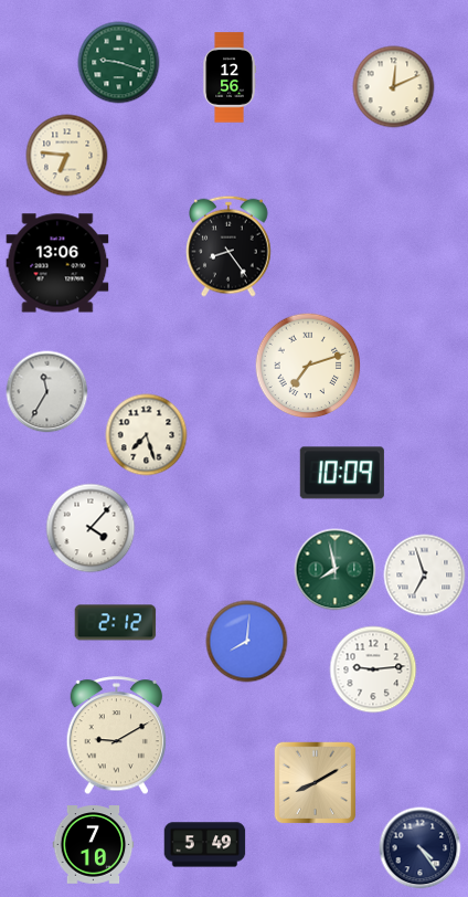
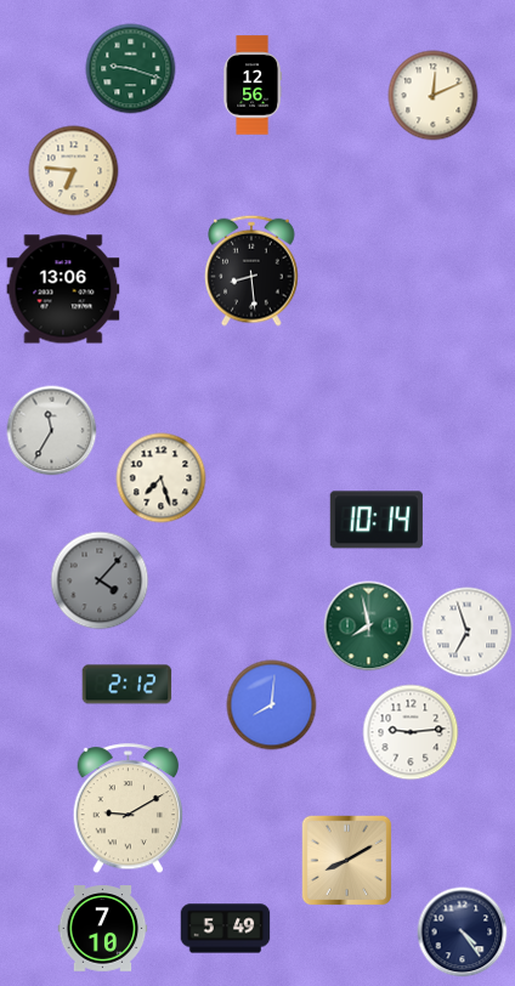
clock at (230, 246): 8:24 -> 8:29
clock at (308, 366): 7:12 -> none
clock at (342, 473): 10:09 -> 10:14
clock at (91, 528) dial: white -> grey
clock at (373, 669) position: (373, 669) -> (411, 732)
